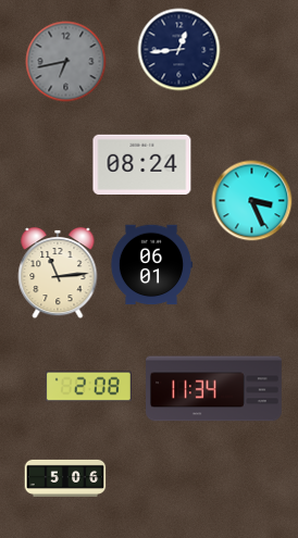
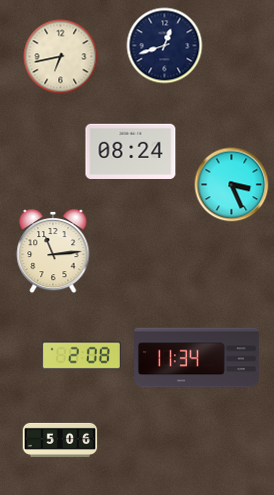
clock at (179, 50): 12:44 -> 12:42
clock at (66, 62) dial: grey -> cream
clock at (151, 265): 06:01 -> none
